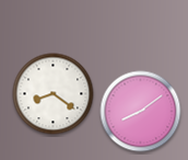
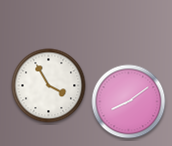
clock at (54, 94): 8:21 -> 3:55
